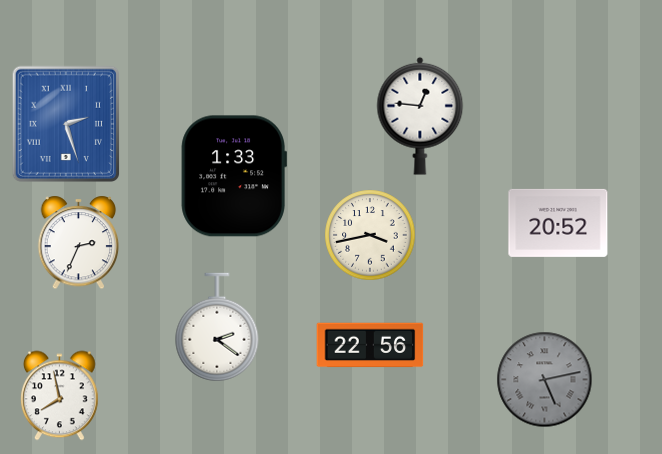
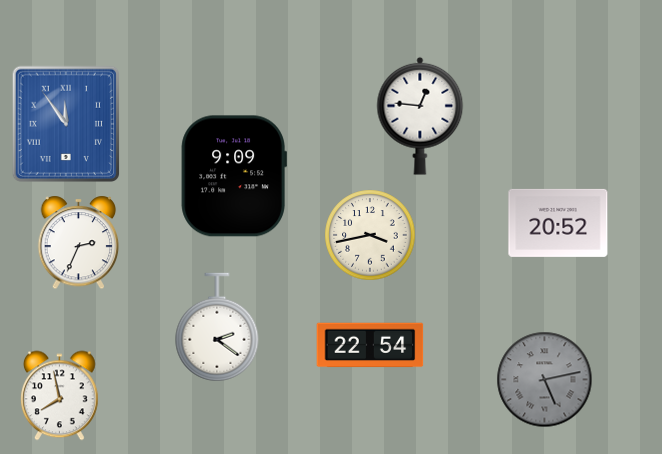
clock at (65, 123): 2:27 -> 11:54
clock at (234, 176): 1:33 -> 9:09
clock at (370, 345): 22:56 -> 22:54
